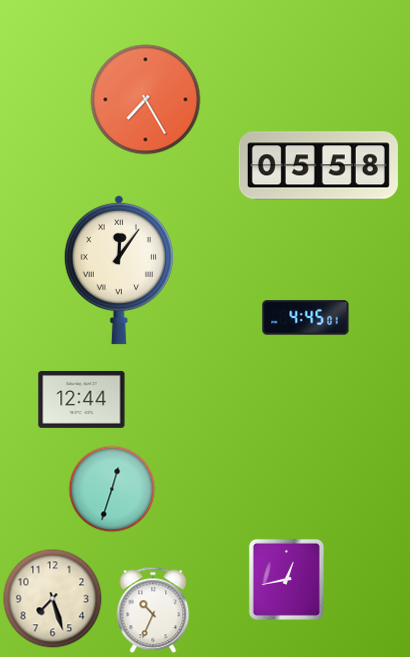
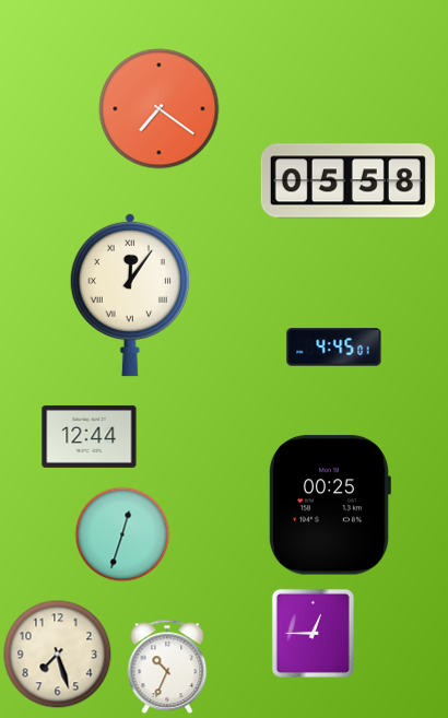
clock at (146, 100): 7:25 -> 7:21
clock at (329, 505): none -> 00:25
clock at (286, 579): 12:43 -> 12:45
